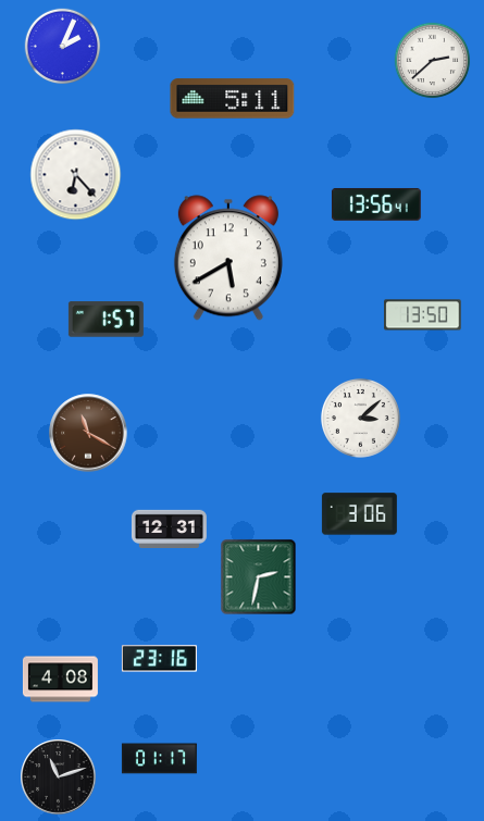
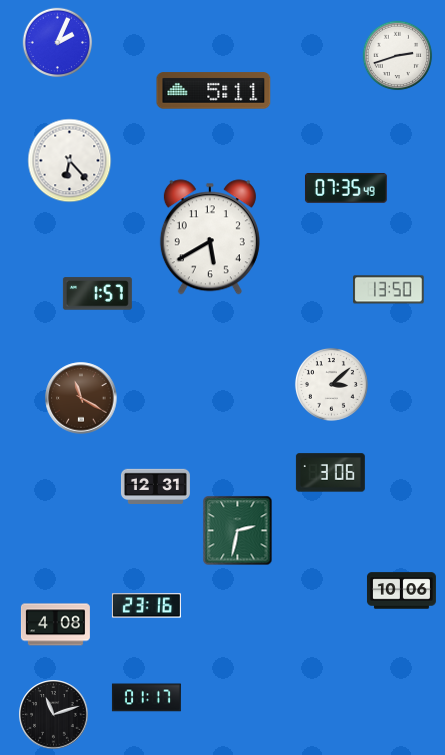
clock at (433, 61): 2:38 -> 2:42
clock at (376, 204): 13:56 -> 07:35
clock at (401, 591): none -> 10:06
